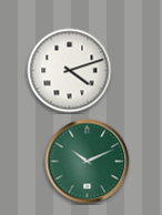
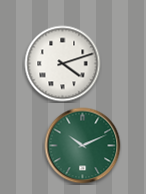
clock at (88, 162) position: (88, 162) -> (83, 146)
